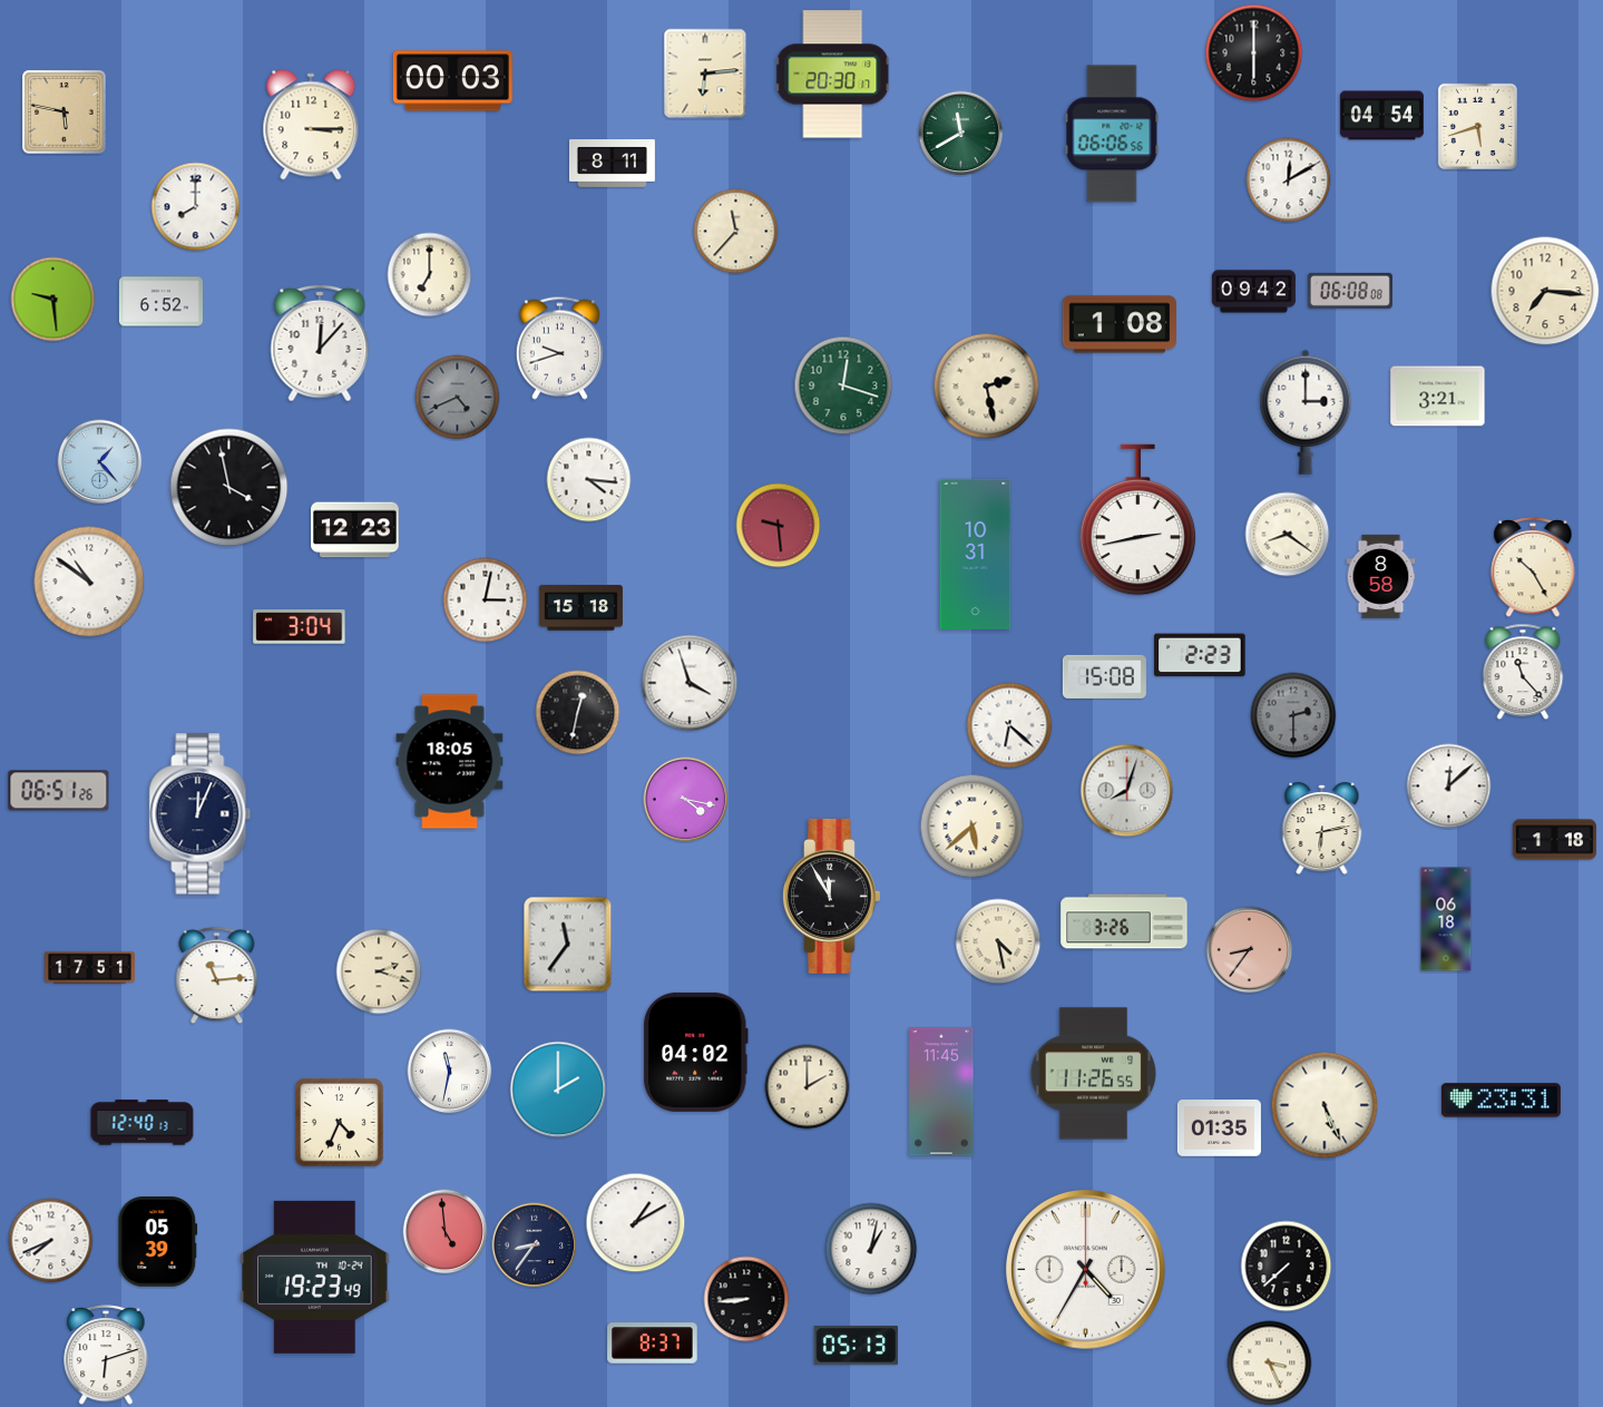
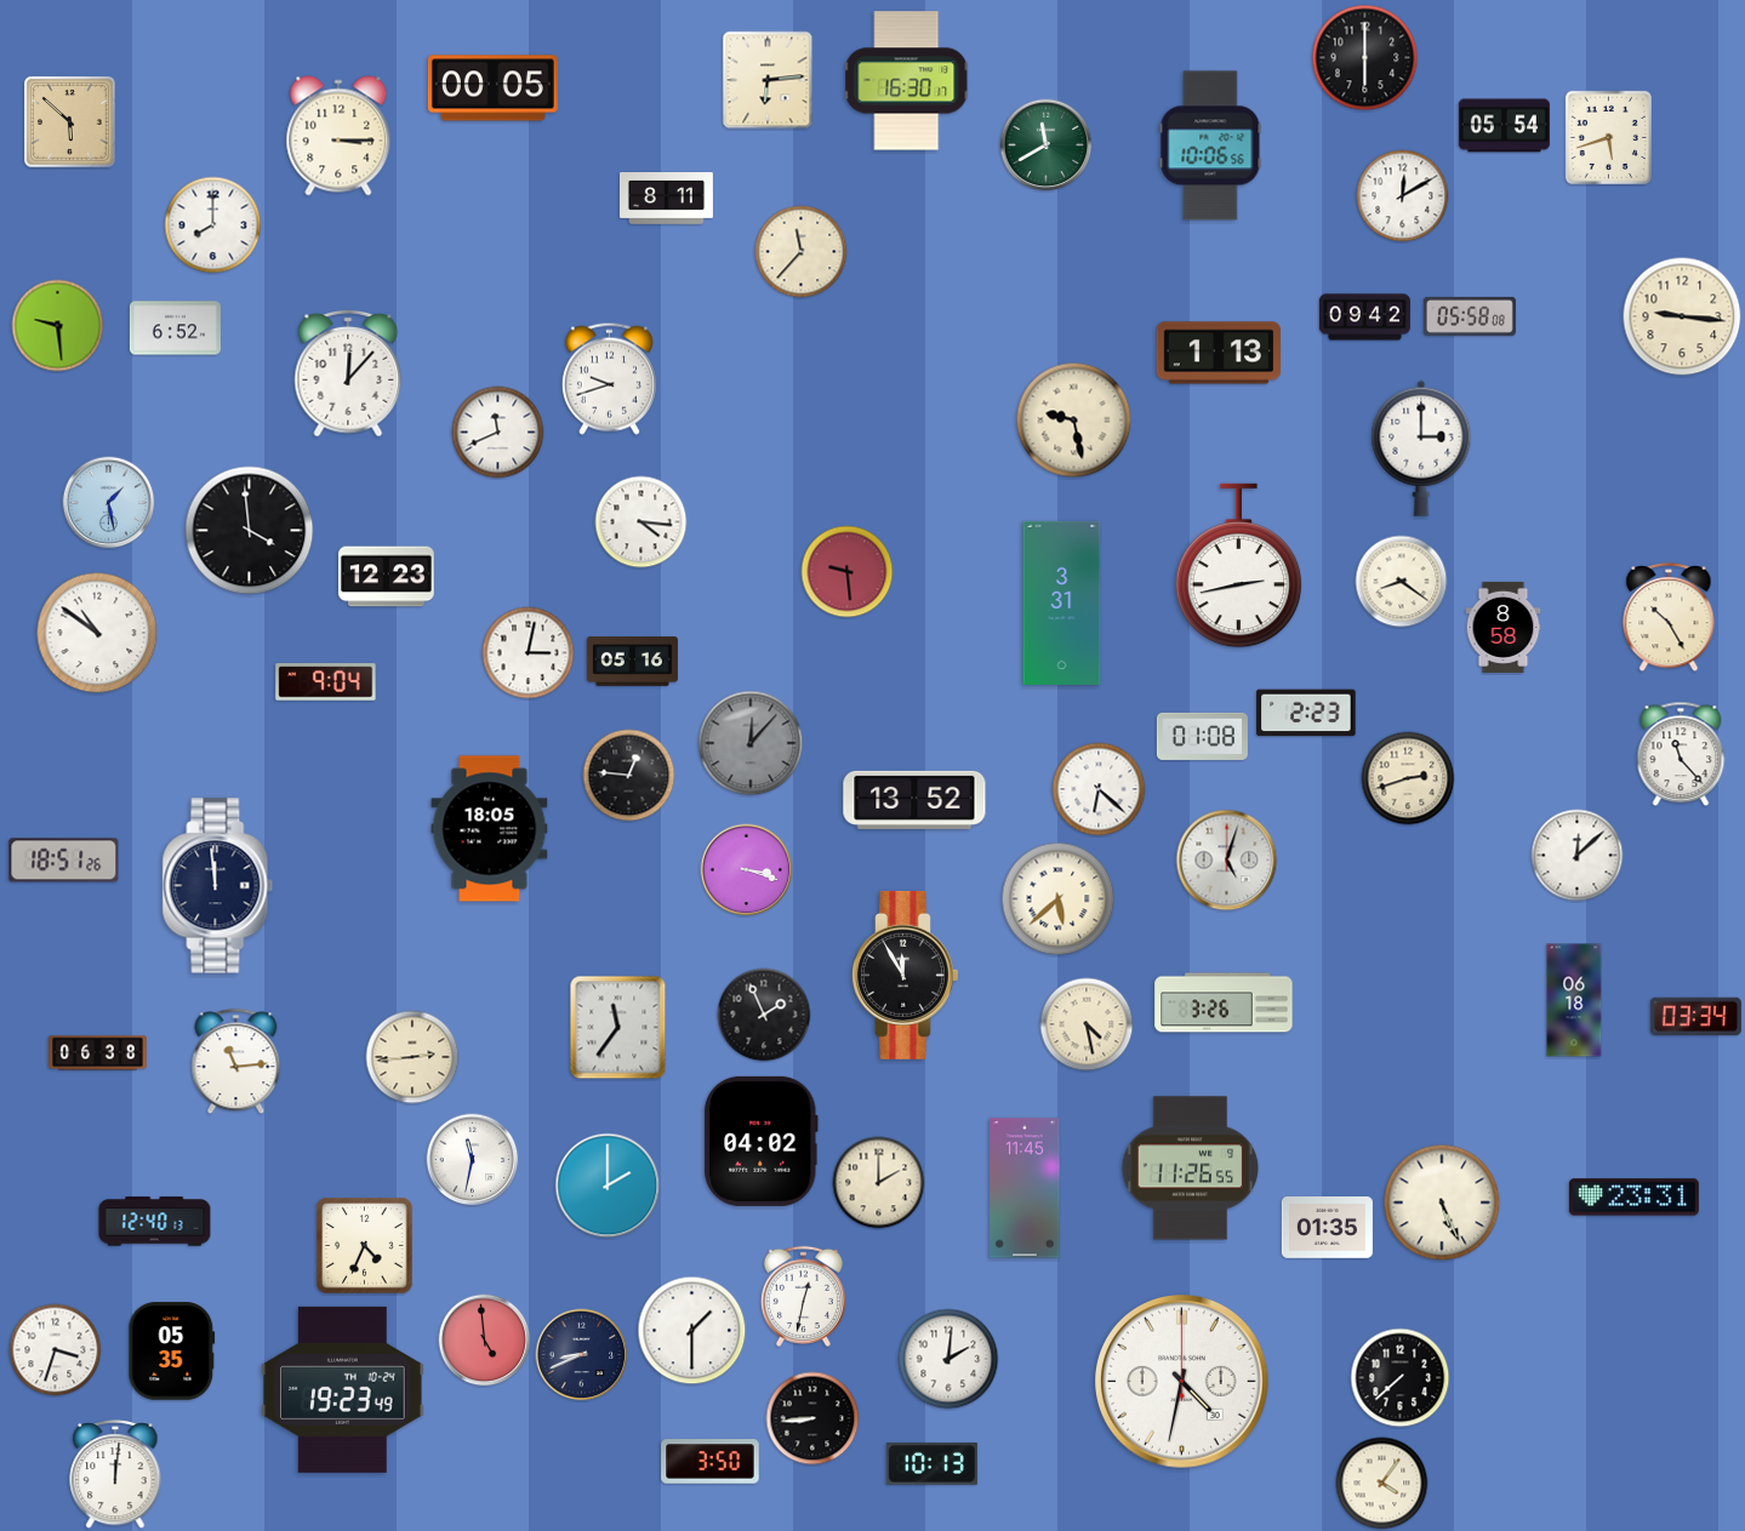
clock at (833, 75): 20:30 -> 16:30
clock at (452, 81): 00:03 -> 00:05
clock at (65, 113): 5:47 -> 5:52
clock at (1381, 116): 04:54 -> 05:54
clock at (1112, 134): 06:06 -> 10:06
clock at (612, 164) position: (612, 164) -> (666, 199)
clock at (430, 275): 7:00 -> none
clock at (1350, 291): 06:08 -> 05:58
clock at (1545, 291): 7:16 -> 9:16
clock at (1120, 324): 1:08 -> 1:13
clock at (843, 385): 12:18 -> none
clock at (987, 387): 2:28 -> 9:28
clock at (1438, 397): 3:21 -> none
clock at (458, 398): 4:41 -> 11:41
clock at (458, 398) dial: grey -> white
clock at (100, 462): 1:23 -> 1:28
clock at (229, 488): 3:58 -> 3:59
clock at (976, 554): 10:31 -> 3:31
clock at (580, 608): 15:18 -> 05:16
clock at (300, 627): 3:04 -> 9:04
clock at (1523, 672) position: (1523, 672) -> (1681, 754)
clock at (1104, 676): 15:08 -> 01:08
clock at (690, 683): 3:57 -> 12:07
clock at (690, 683) dial: white -> grey
clock at (578, 713): 12:32 -> 12:46
clock at (1293, 715): 2:30 -> 2:42
clock at (1293, 715) dial: grey -> cream
clock at (914, 800): none -> 13:52
clock at (59, 791): 06:51 -> 18:51
clock at (1127, 791): 8:03 -> 5:03
clock at (686, 800): 4:17 -> 3:18
clock at (201, 814): 12:04 -> 11:59
clock at (1322, 829): 6:13 -> none
clock at (1554, 840): 1:18 -> none
clock at (764, 1015): none -> 1:56
clock at (1695, 1017): none -> 03:34
clock at (1250, 950): 8:36 -> none
clock at (90, 968): 17:51 -> 06:38
clock at (379, 971): 2:18 -> 2:44
clock at (695, 1052) position: (695, 1052) -> (760, 1141)
clock at (450, 1072) position: (450, 1072) -> (473, 1160)
clock at (340, 1123) position: (340, 1123) -> (365, 1246)
clock at (803, 1296): none -> 12:32
clock at (636, 1223): 1:10 -> 1:30
clock at (51, 1241): 7:41 -> 3:33
clock at (158, 1242): 05:39 -> 05:35
clock at (535, 1245): 8:36 -> 8:41
clock at (871, 1249): 1:02 -> 2:01
clock at (1086, 1270): 4:35 -> 4:32
clock at (746, 1299) position: (746, 1299) -> (812, 1418)
clock at (653, 1344): 8:37 -> 3:50
clock at (856, 1346): 05:13 -> 10:13
clock at (106, 1355): 6:12 -> 12:01
clock at (1270, 1364): 3:26 -> 4:06
